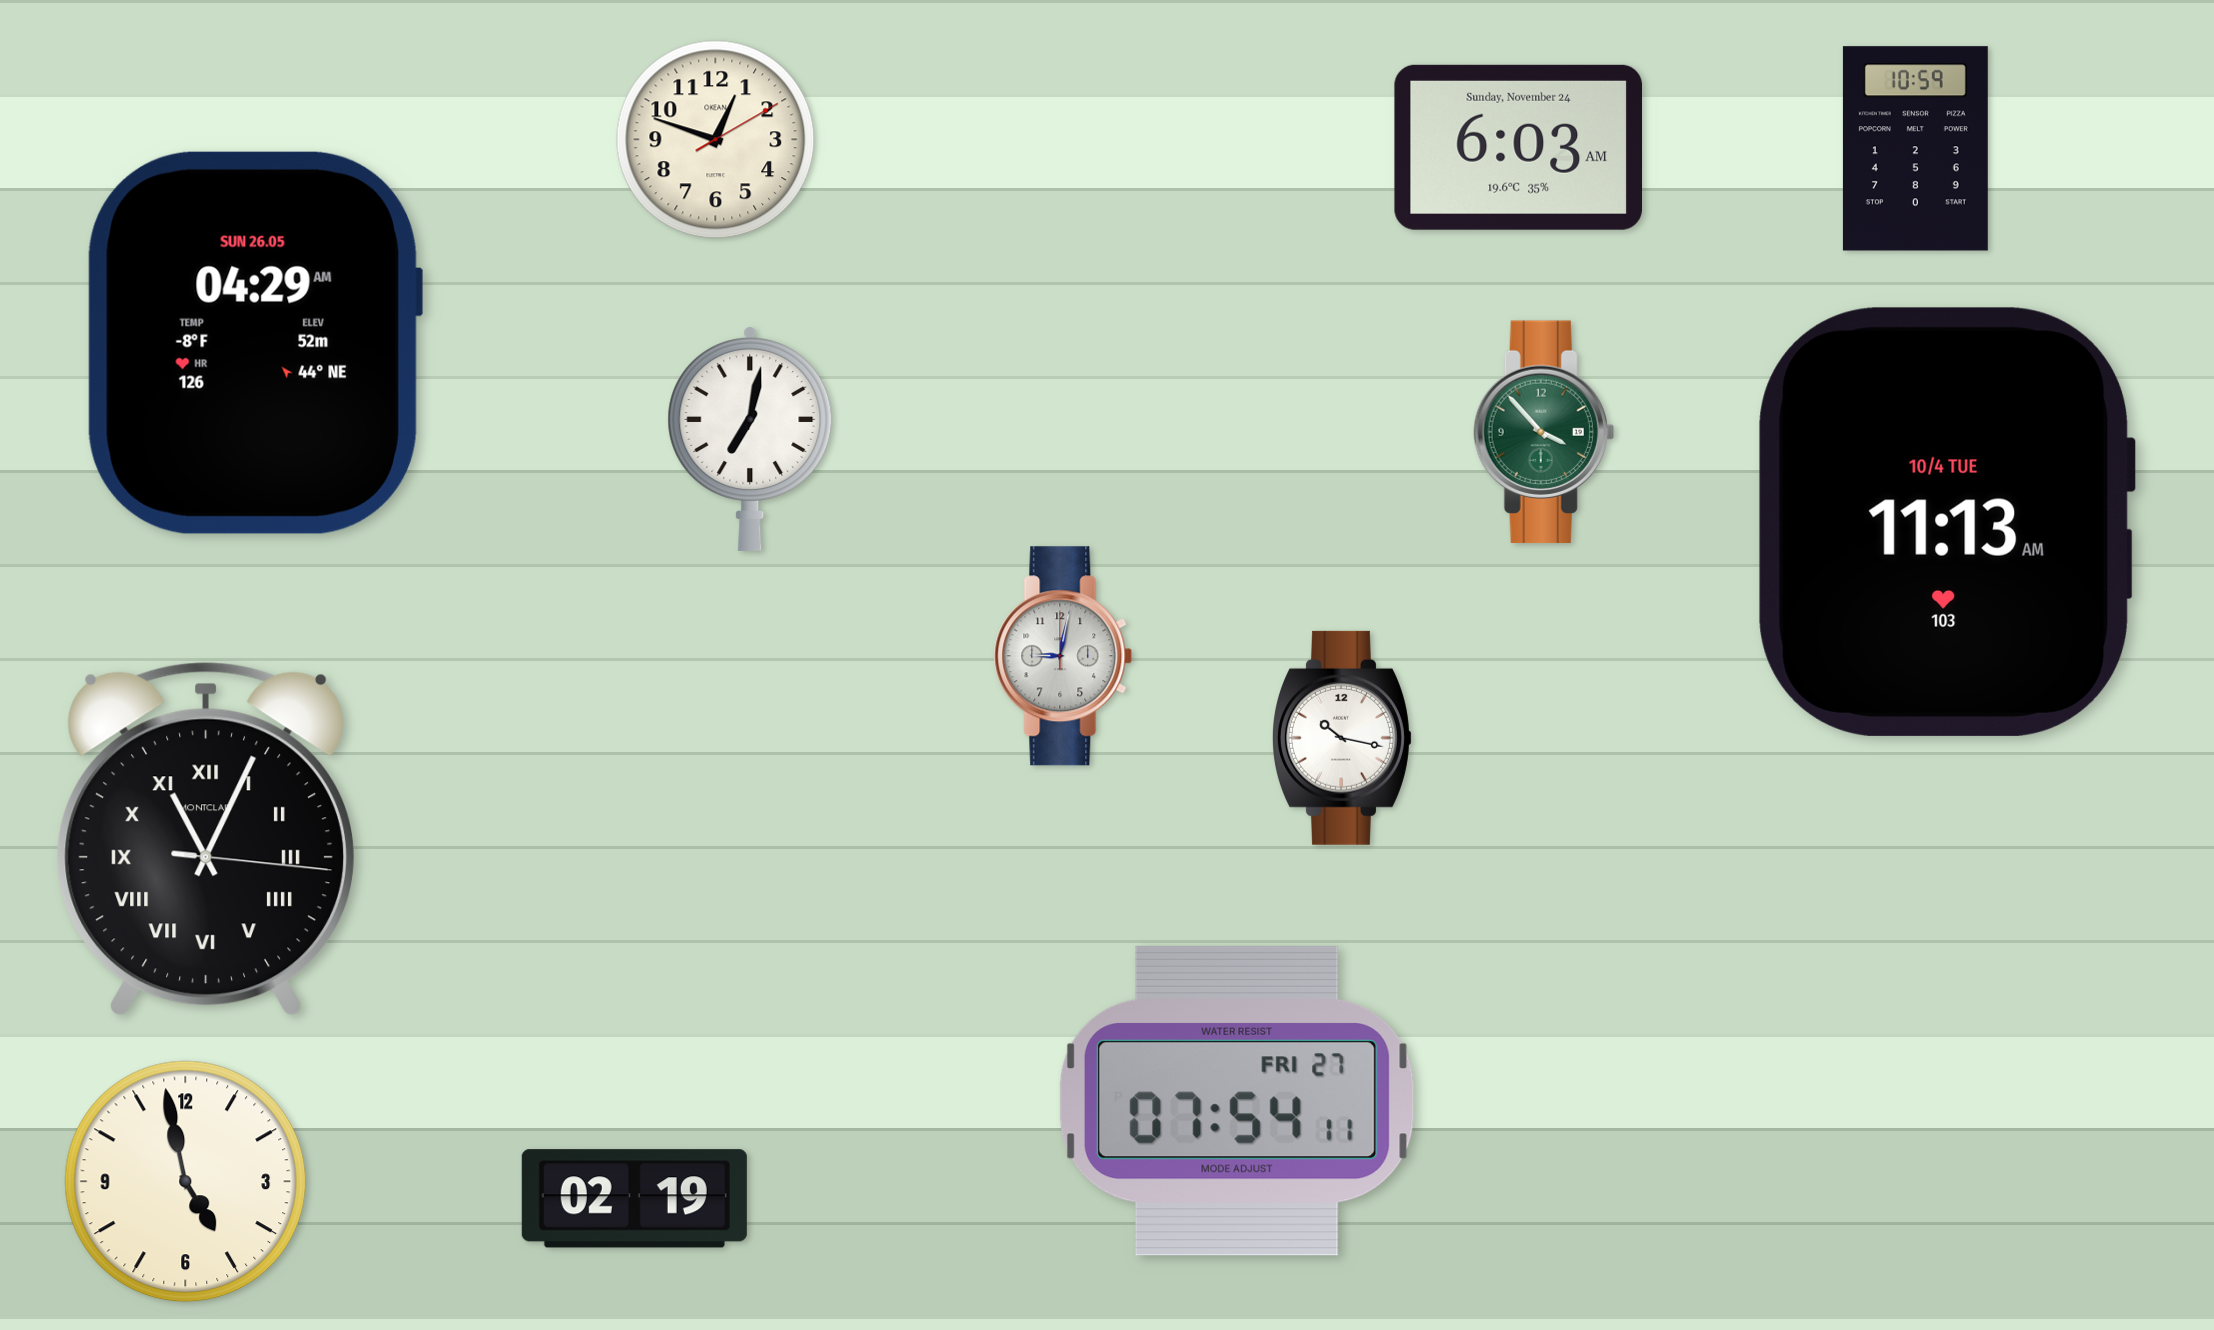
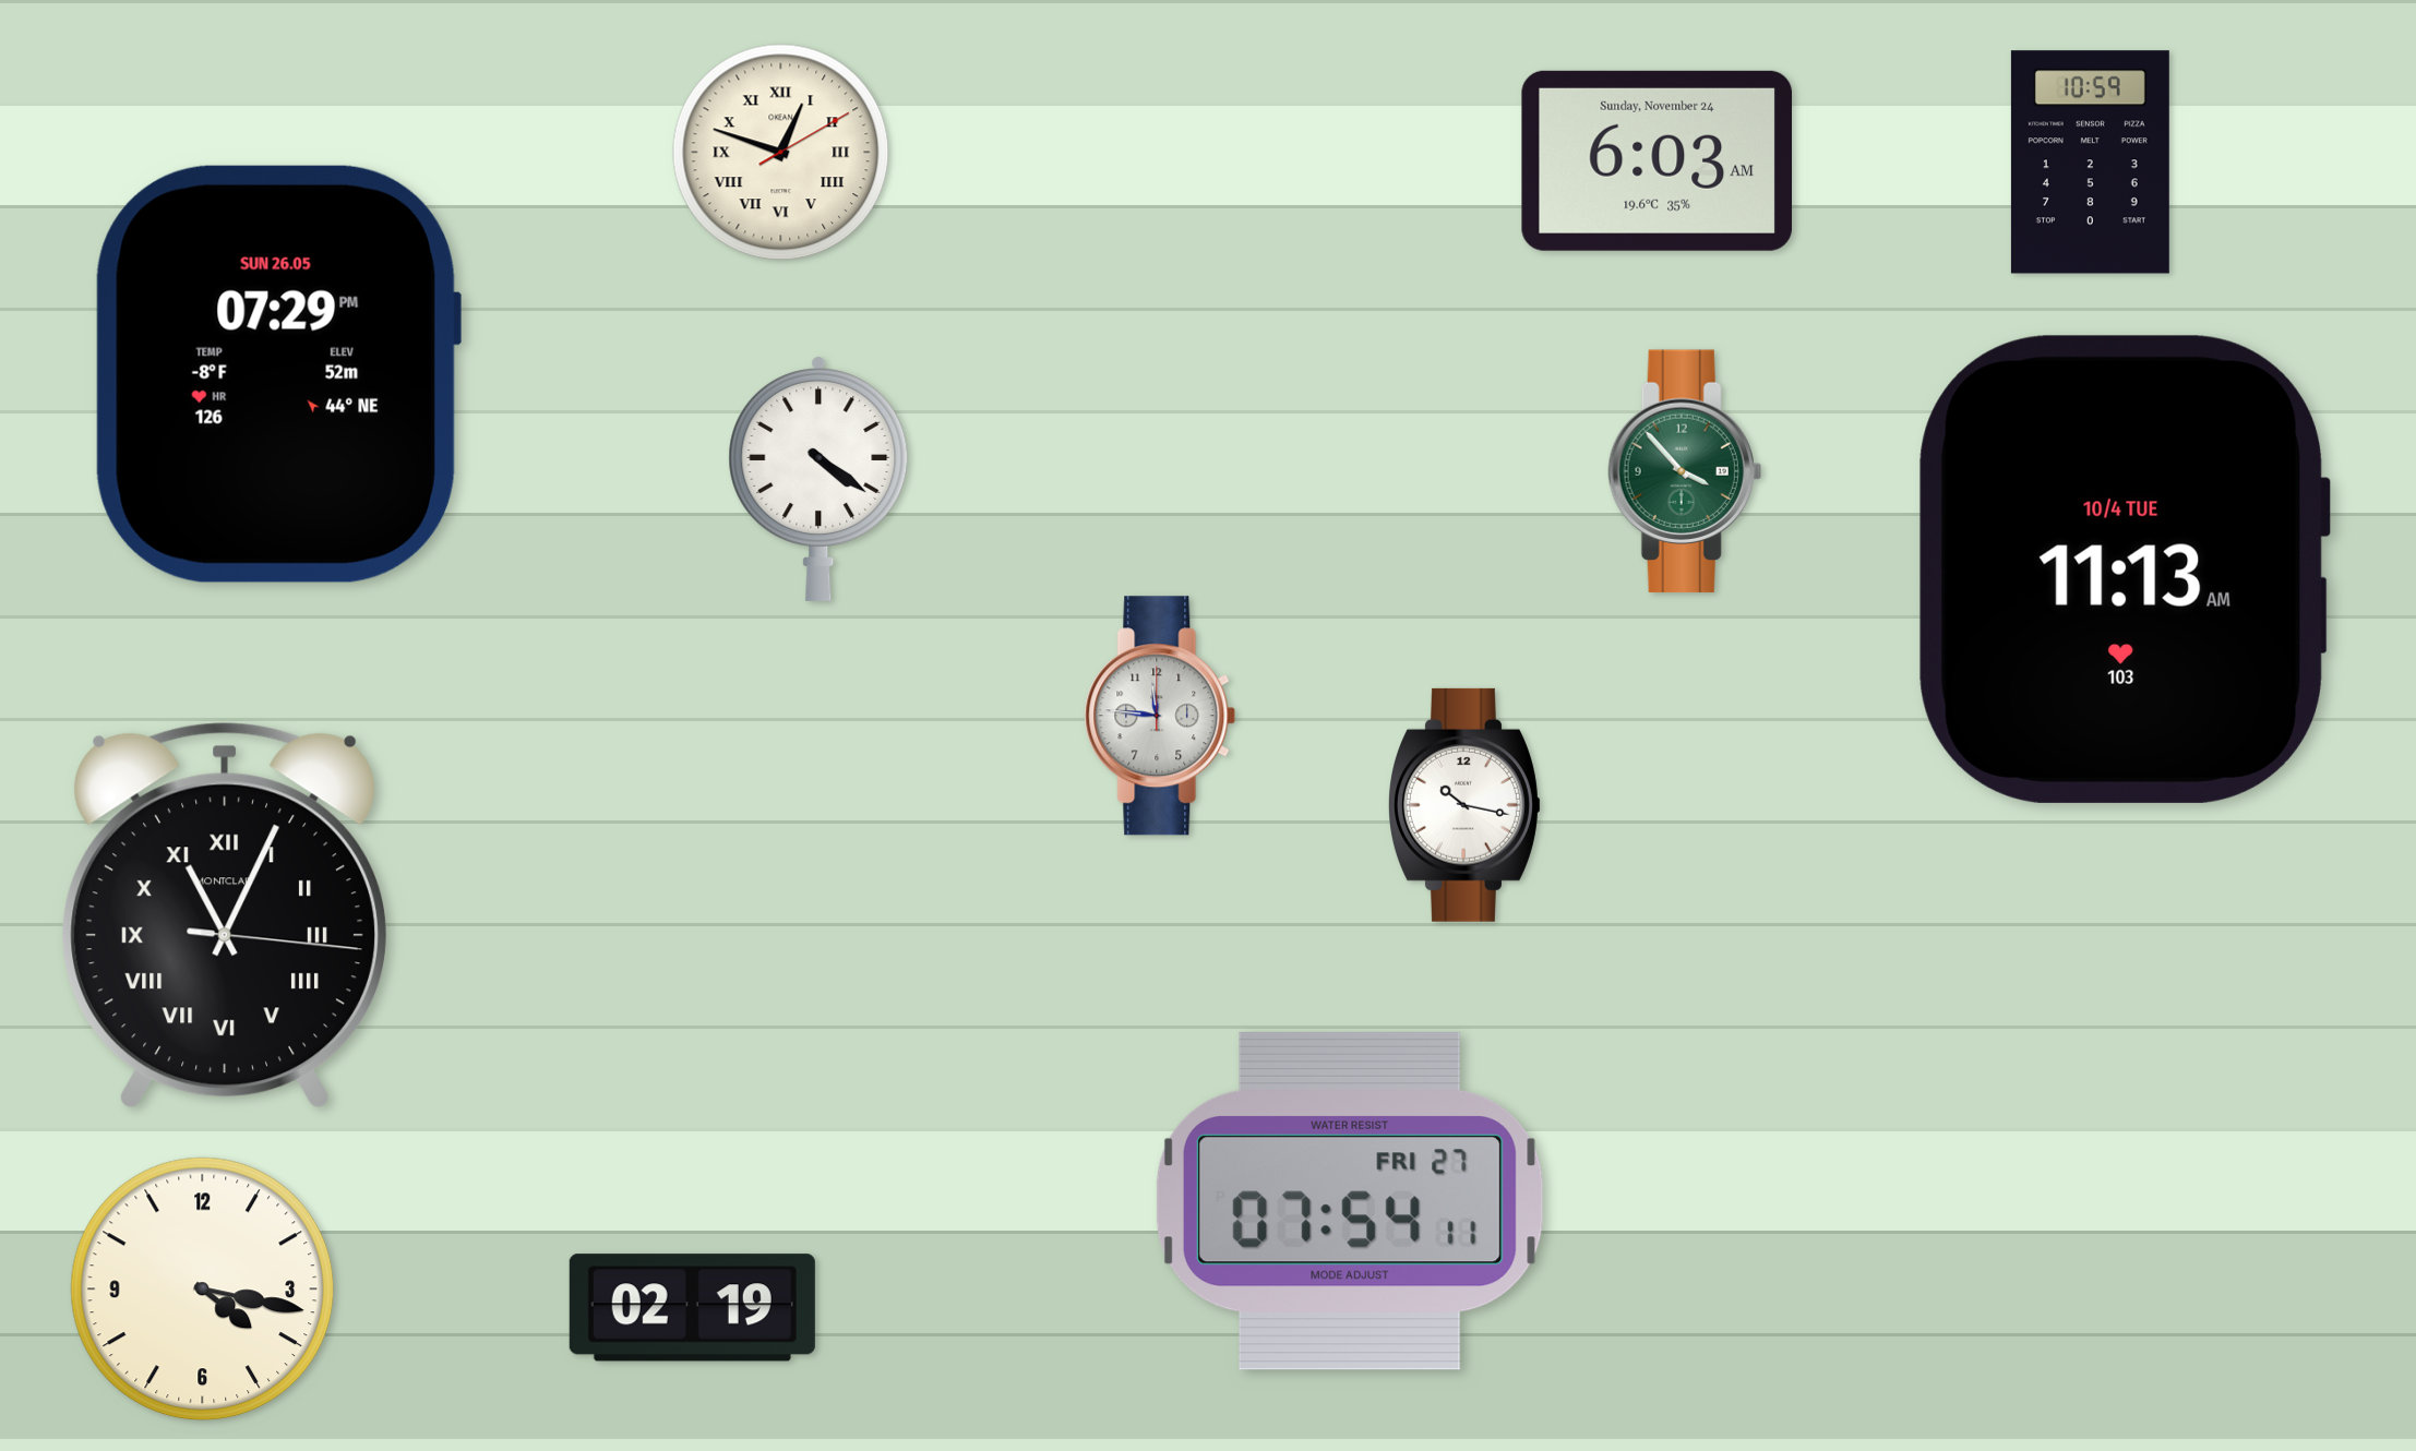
clock at (716, 140) numerals: Arabic -> Roman
clock at (254, 343): 04:29 -> 07:29
clock at (750, 439): 7:02 -> 4:21
clock at (1063, 656): 9:02 -> 11:46
clock at (186, 1182): 4:58 -> 4:17
